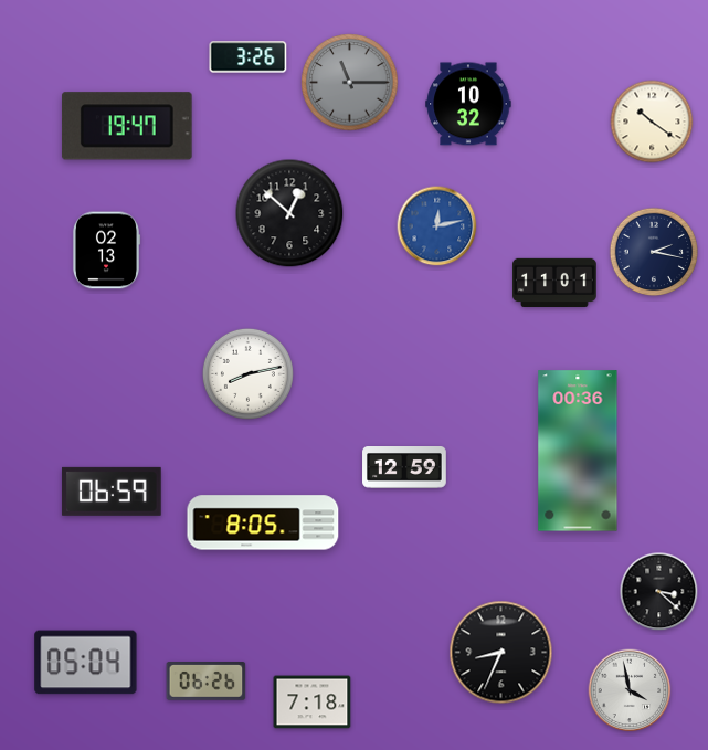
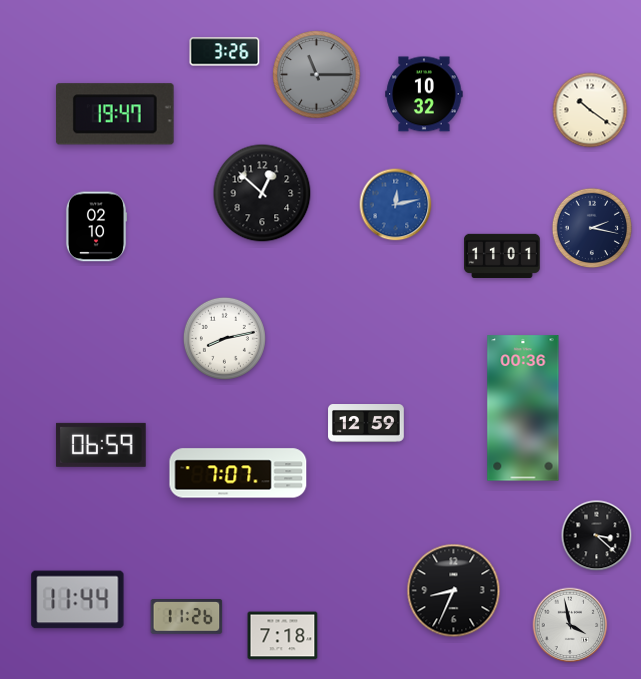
clock at (106, 251): 02:13 -> 02:10
clock at (263, 522): 8:05 -> 7:07
clock at (86, 663): 05:04 -> 11:44
clock at (207, 682): 06:26 -> 11:26
